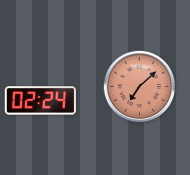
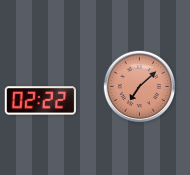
clock at (40, 101): 02:24 -> 02:22
